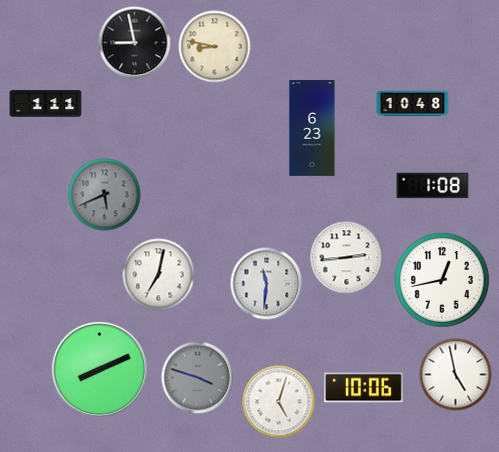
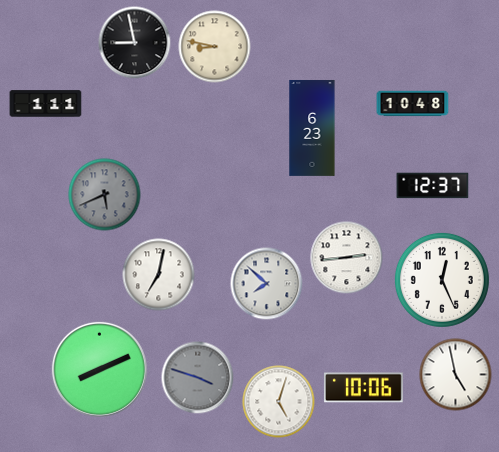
clock at (433, 186): 1:08 -> 12:37
clock at (442, 280): 12:43 -> 12:26
clock at (267, 284): 11:31 -> 7:52
